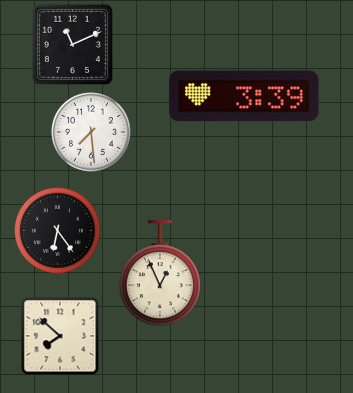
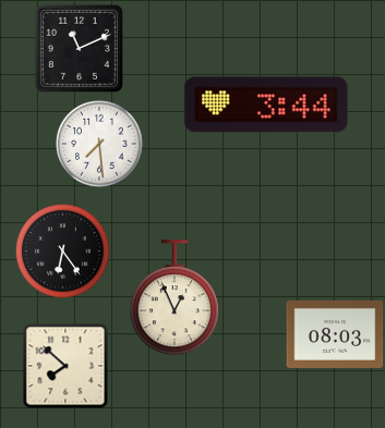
clock at (244, 96): 3:39 -> 3:44
clock at (335, 334): none -> 08:03
